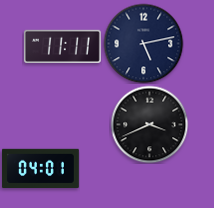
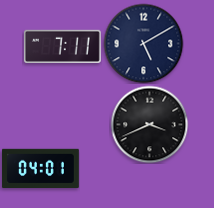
clock at (143, 43): 5:13 -> 5:10
clock at (62, 46): 11:11 -> 7:11
